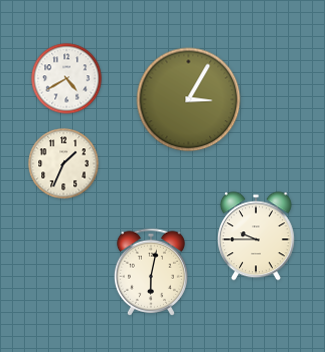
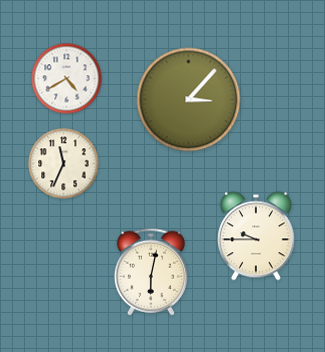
clock at (189, 100): 3:05 -> 3:07
clock at (64, 164): 1:34 -> 11:34
